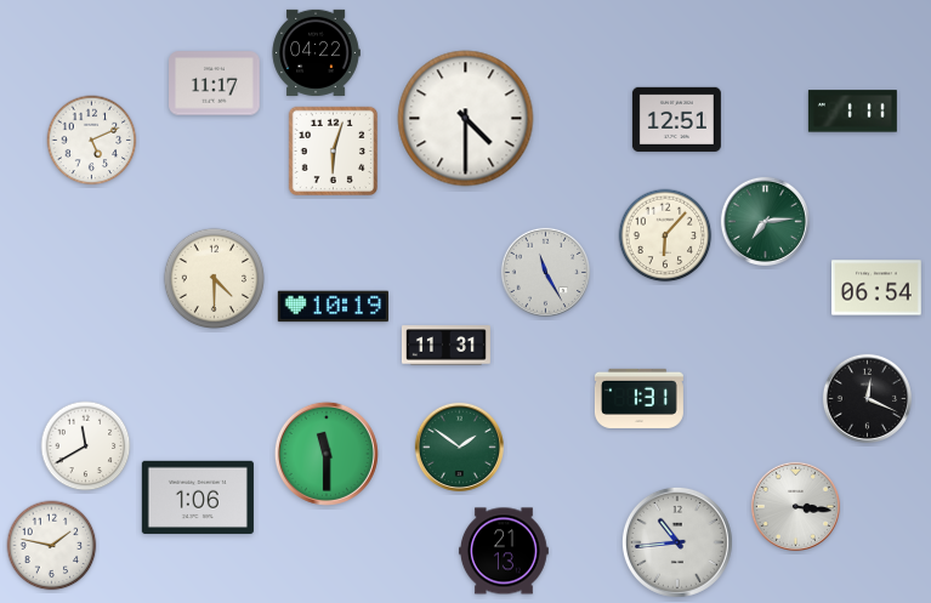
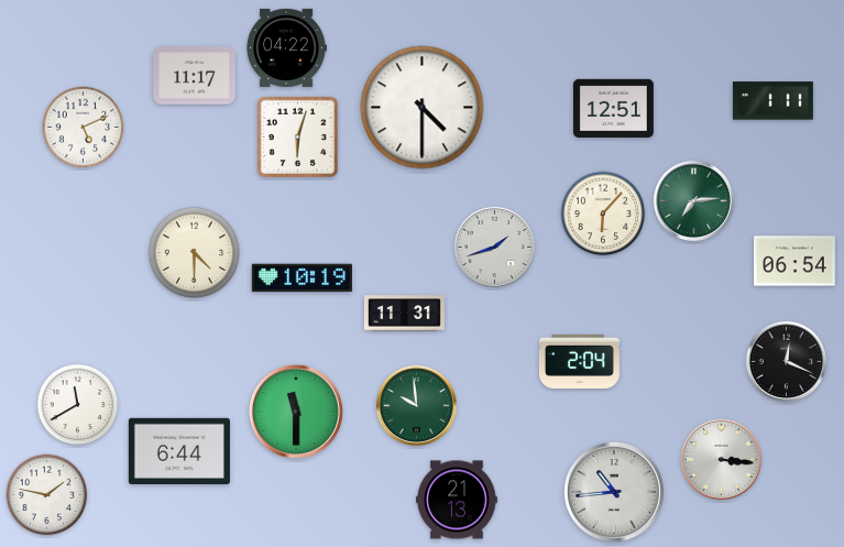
clock at (333, 150) position: (333, 150) -> (297, 136)
clock at (545, 272): 11:25 -> 1:42
clock at (638, 398): 1:31 -> 2:04
clock at (459, 446): 1:51 -> 9:59
clock at (198, 497): 1:06 -> 6:44
